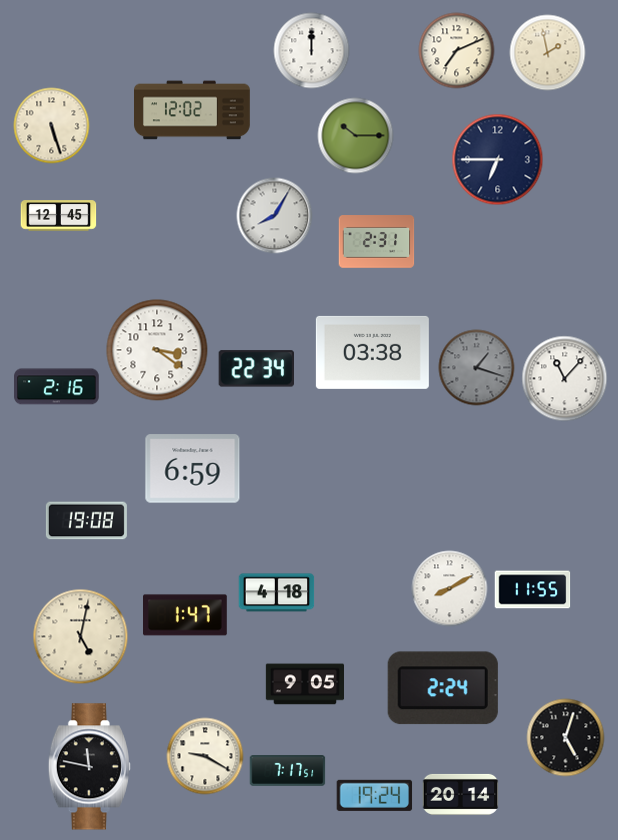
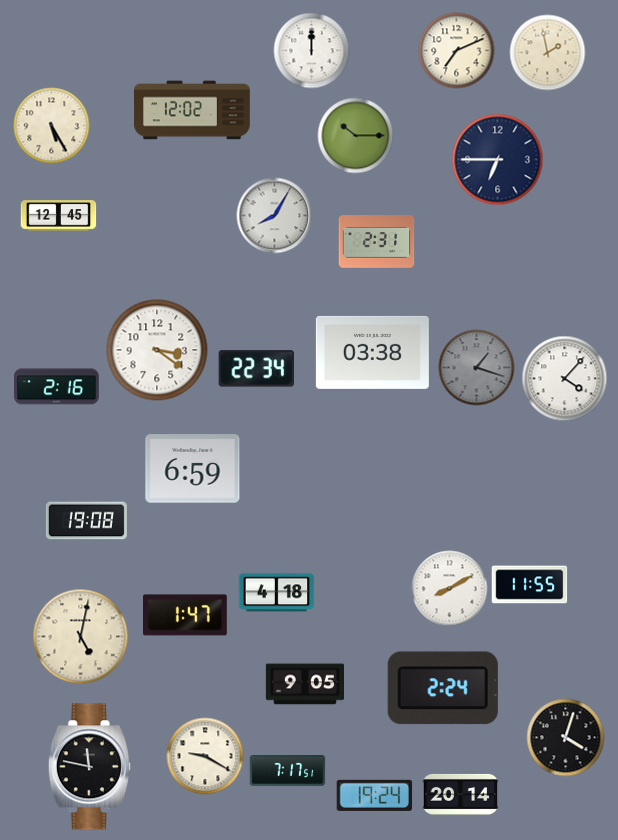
clock at (52, 126): 5:27 -> 5:25
clock at (565, 379): 11:07 -> 4:07
clock at (533, 590) position: (533, 590) -> (530, 585)
clock at (566, 738): 5:03 -> 4:03
